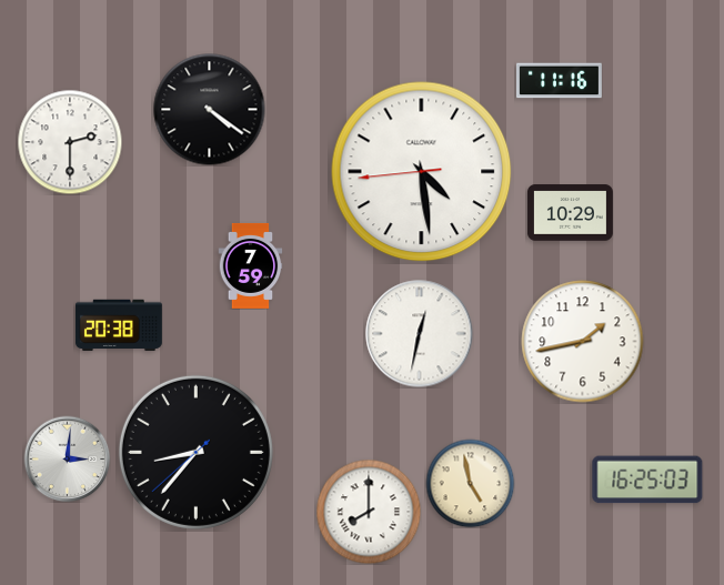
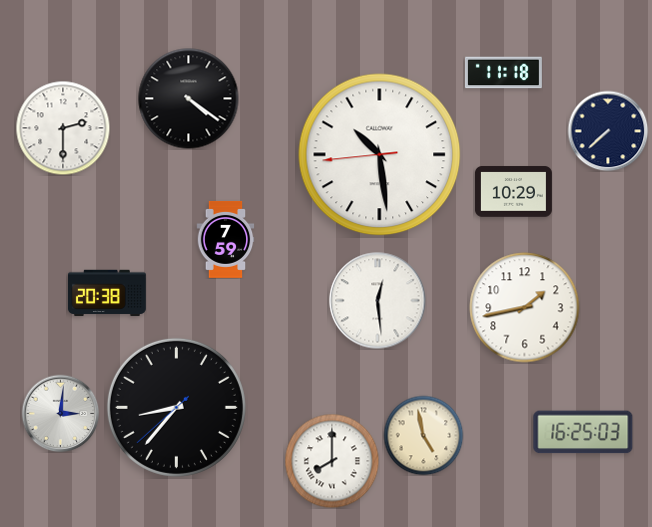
clock at (559, 81): 11:16 -> 11:18
clock at (608, 131): none -> 7:38
clock at (422, 172): 4:28 -> 10:28
clock at (420, 334): 12:32 -> 12:29
